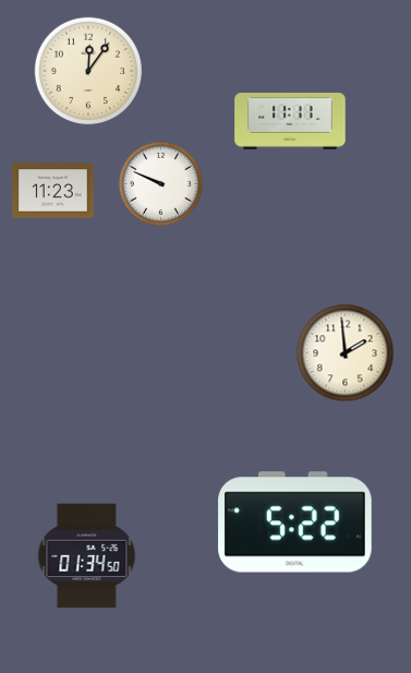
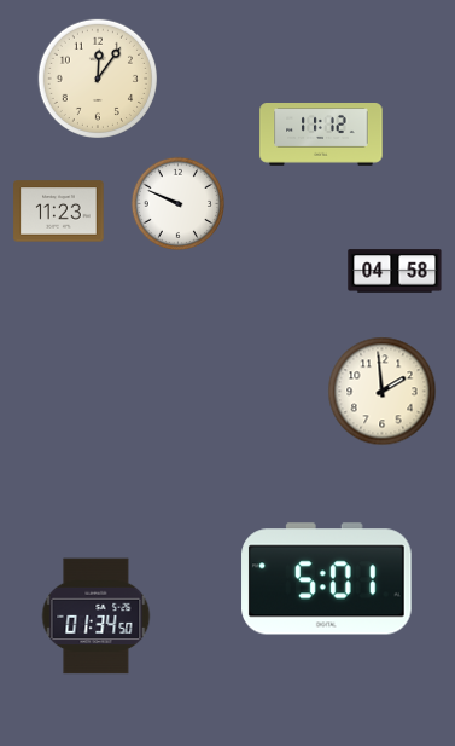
clock at (290, 122): 11:11 -> 11:12
clock at (395, 271): none -> 04:58
clock at (295, 522): 5:22 -> 5:01
